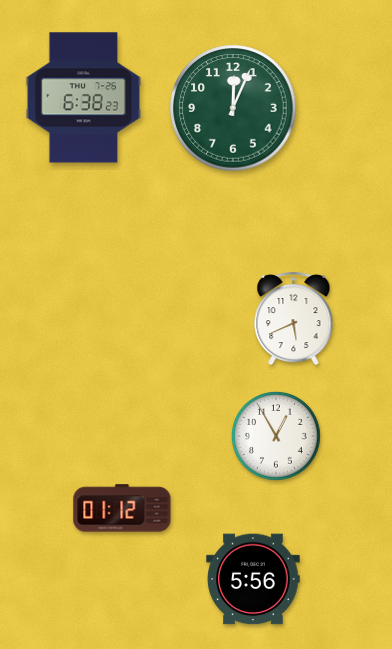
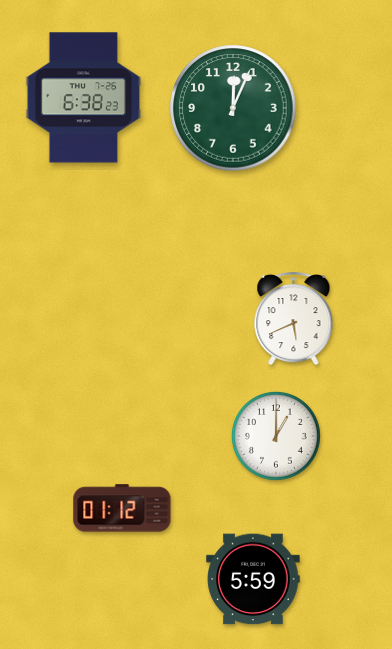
clock at (277, 437): 12:55 -> 1:00
clock at (253, 579): 5:56 -> 5:59
